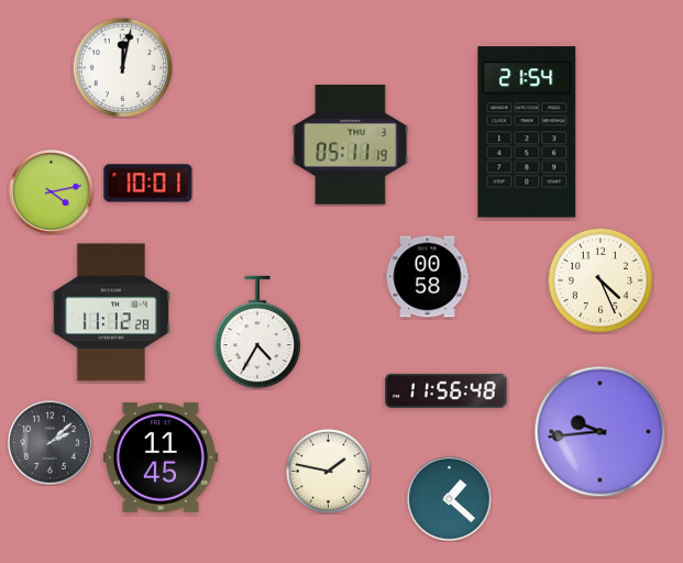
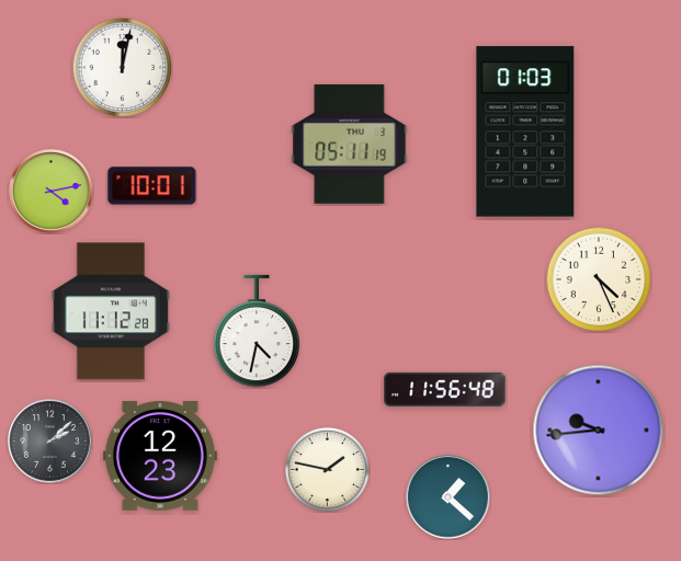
clock at (527, 132): 21:54 -> 01:03
clock at (148, 184) position: (148, 184) -> (152, 186)
clock at (428, 277): 00:58 -> none
clock at (257, 332): 4:35 -> 4:32
clock at (161, 457): 11:45 -> 12:23
